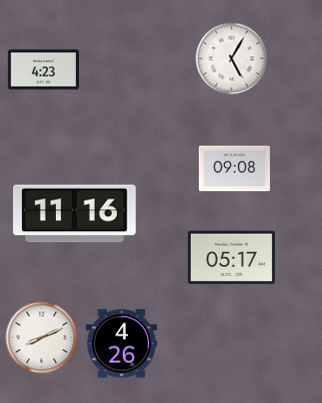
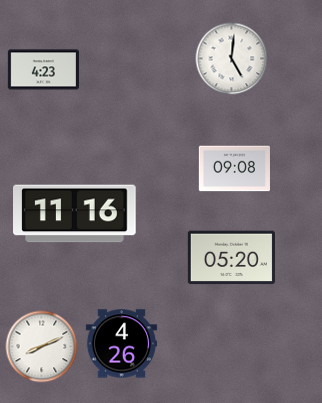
clock at (232, 59): 5:05 -> 5:01
clock at (231, 258): 05:17 -> 05:20
clock at (42, 338) position: (42, 338) -> (42, 347)
